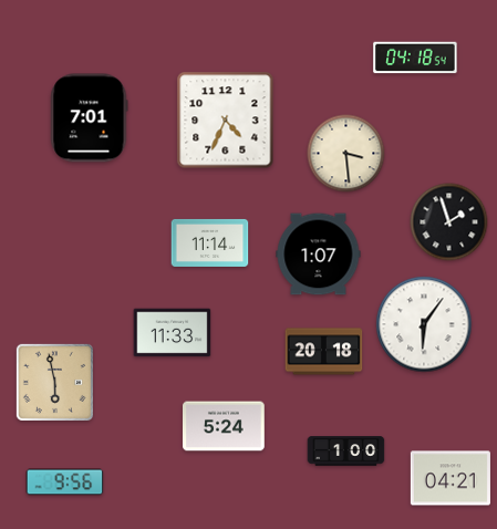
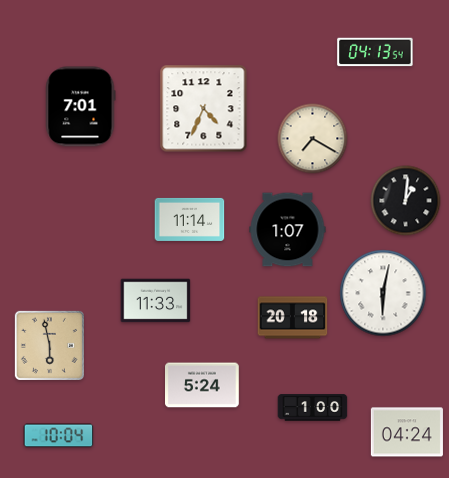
clock at (415, 58): 04:18 -> 04:13
clock at (346, 154): 3:29 -> 7:20
clock at (449, 222): 1:57 -> 1:01
clock at (424, 324): 6:06 -> 6:02
clock at (451, 478): 04:21 -> 04:24
clock at (65, 483): 9:56 -> 10:04
